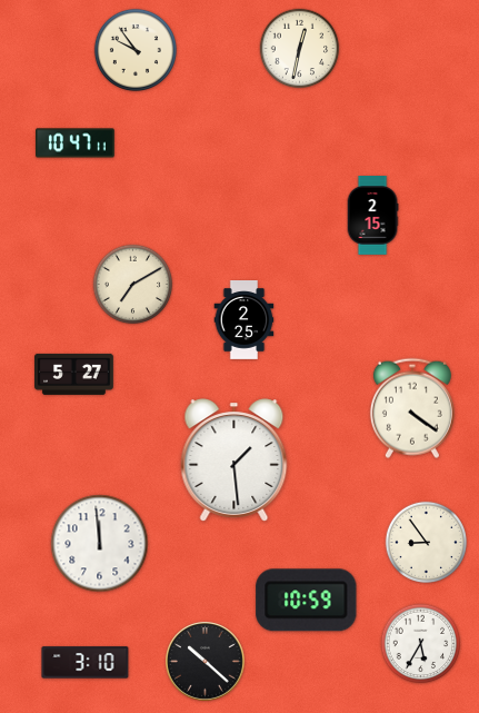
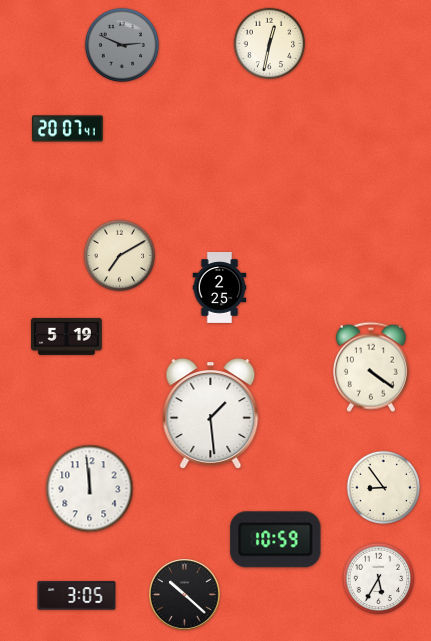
clock at (136, 50): 9:54 -> 2:49
clock at (136, 50) dial: cream -> grey
clock at (76, 143): 10:47 -> 20:07
clock at (372, 216): 2:15 -> none
clock at (74, 374): 5:27 -> 5:19
clock at (86, 663): 3:10 -> 3:05
